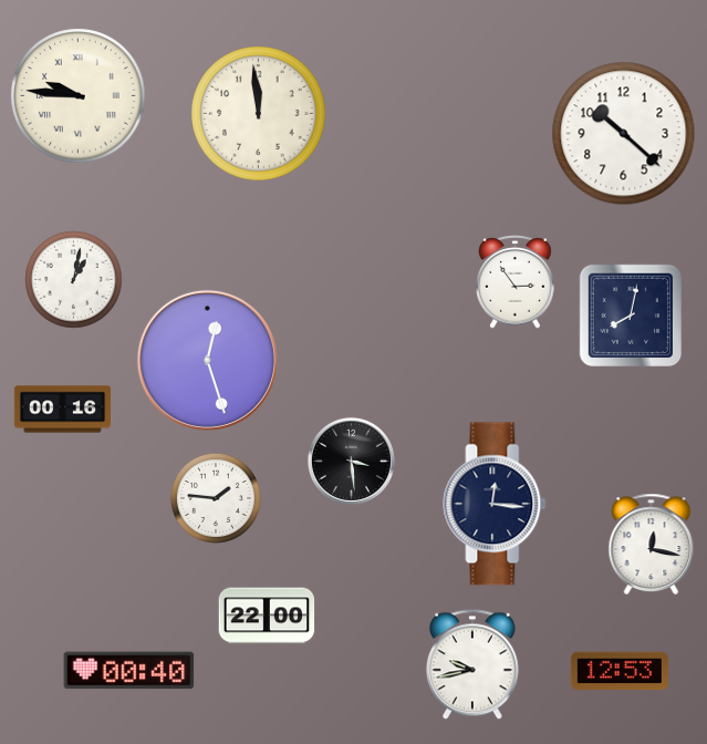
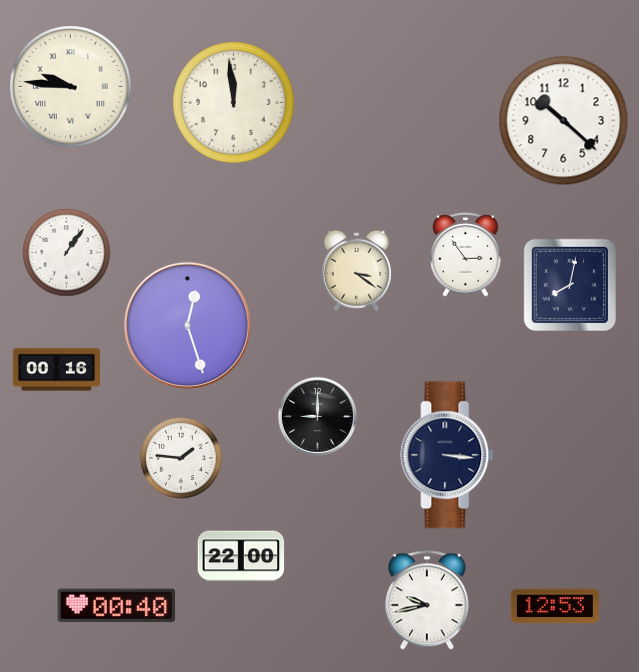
clock at (74, 280): 1:02 -> 1:06
clock at (356, 270): none -> 3:21
clock at (351, 461): 3:29 -> 9:00
clock at (216, 498) position: (216, 498) -> (181, 458)
clock at (495, 504): 12:16 -> 3:16
clock at (652, 544): 12:17 -> none
clock at (620, 671) position: (620, 671) -> (555, 606)
